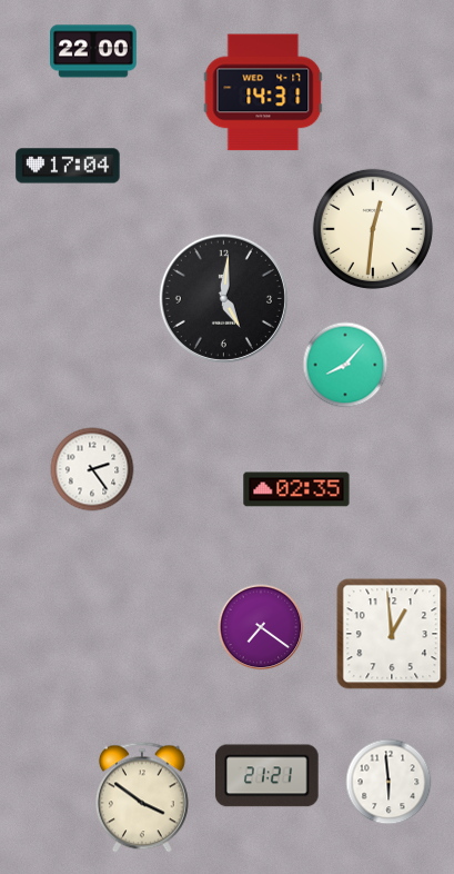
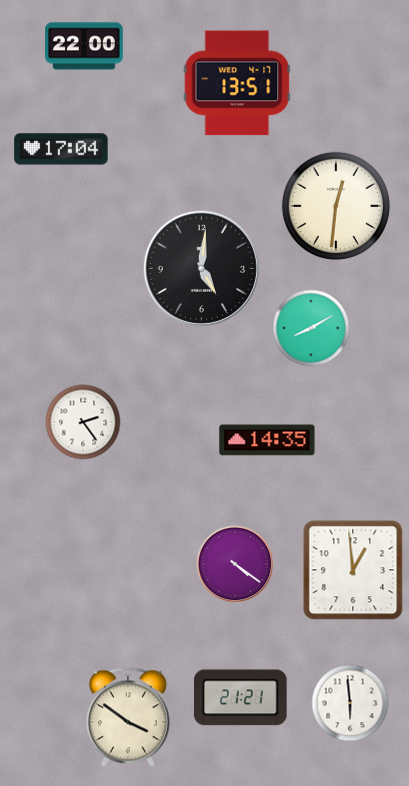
clock at (263, 92): 14:31 -> 13:51
clock at (345, 365): 8:07 -> 8:10
clock at (296, 489): 02:35 -> 14:35
clock at (261, 627): 7:21 -> 4:21
